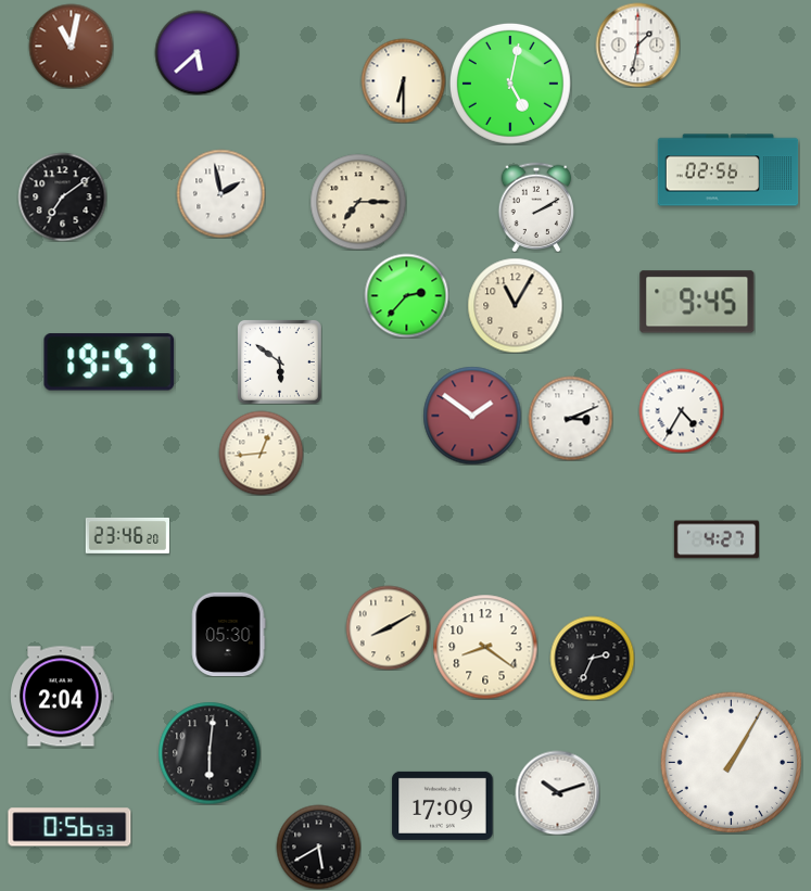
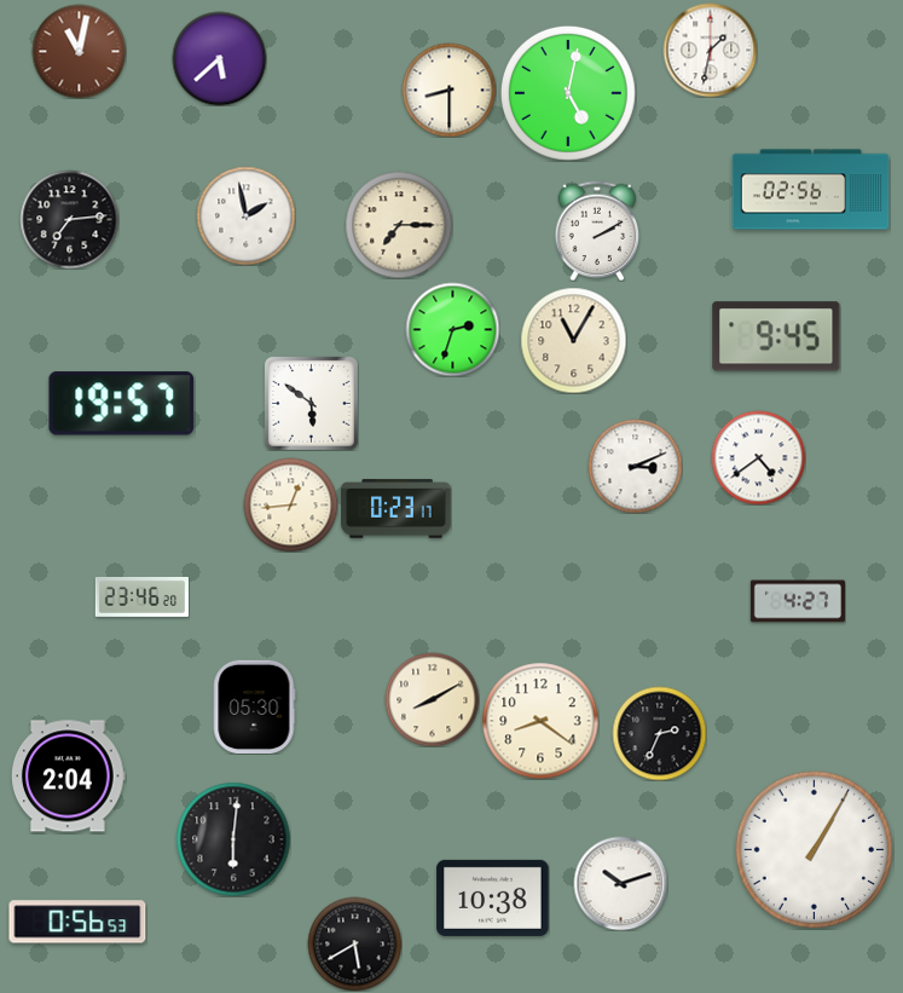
clock at (403, 80): 6:30 -> 8:30
clock at (62, 196): 7:09 -> 7:14
clock at (406, 295): 2:37 -> 2:33
clock at (681, 410): 4:35 -> 4:39
clock at (472, 416): 1:51 -> none
clock at (396, 509): none -> 0:23
clock at (443, 805): 17:09 -> 10:38
